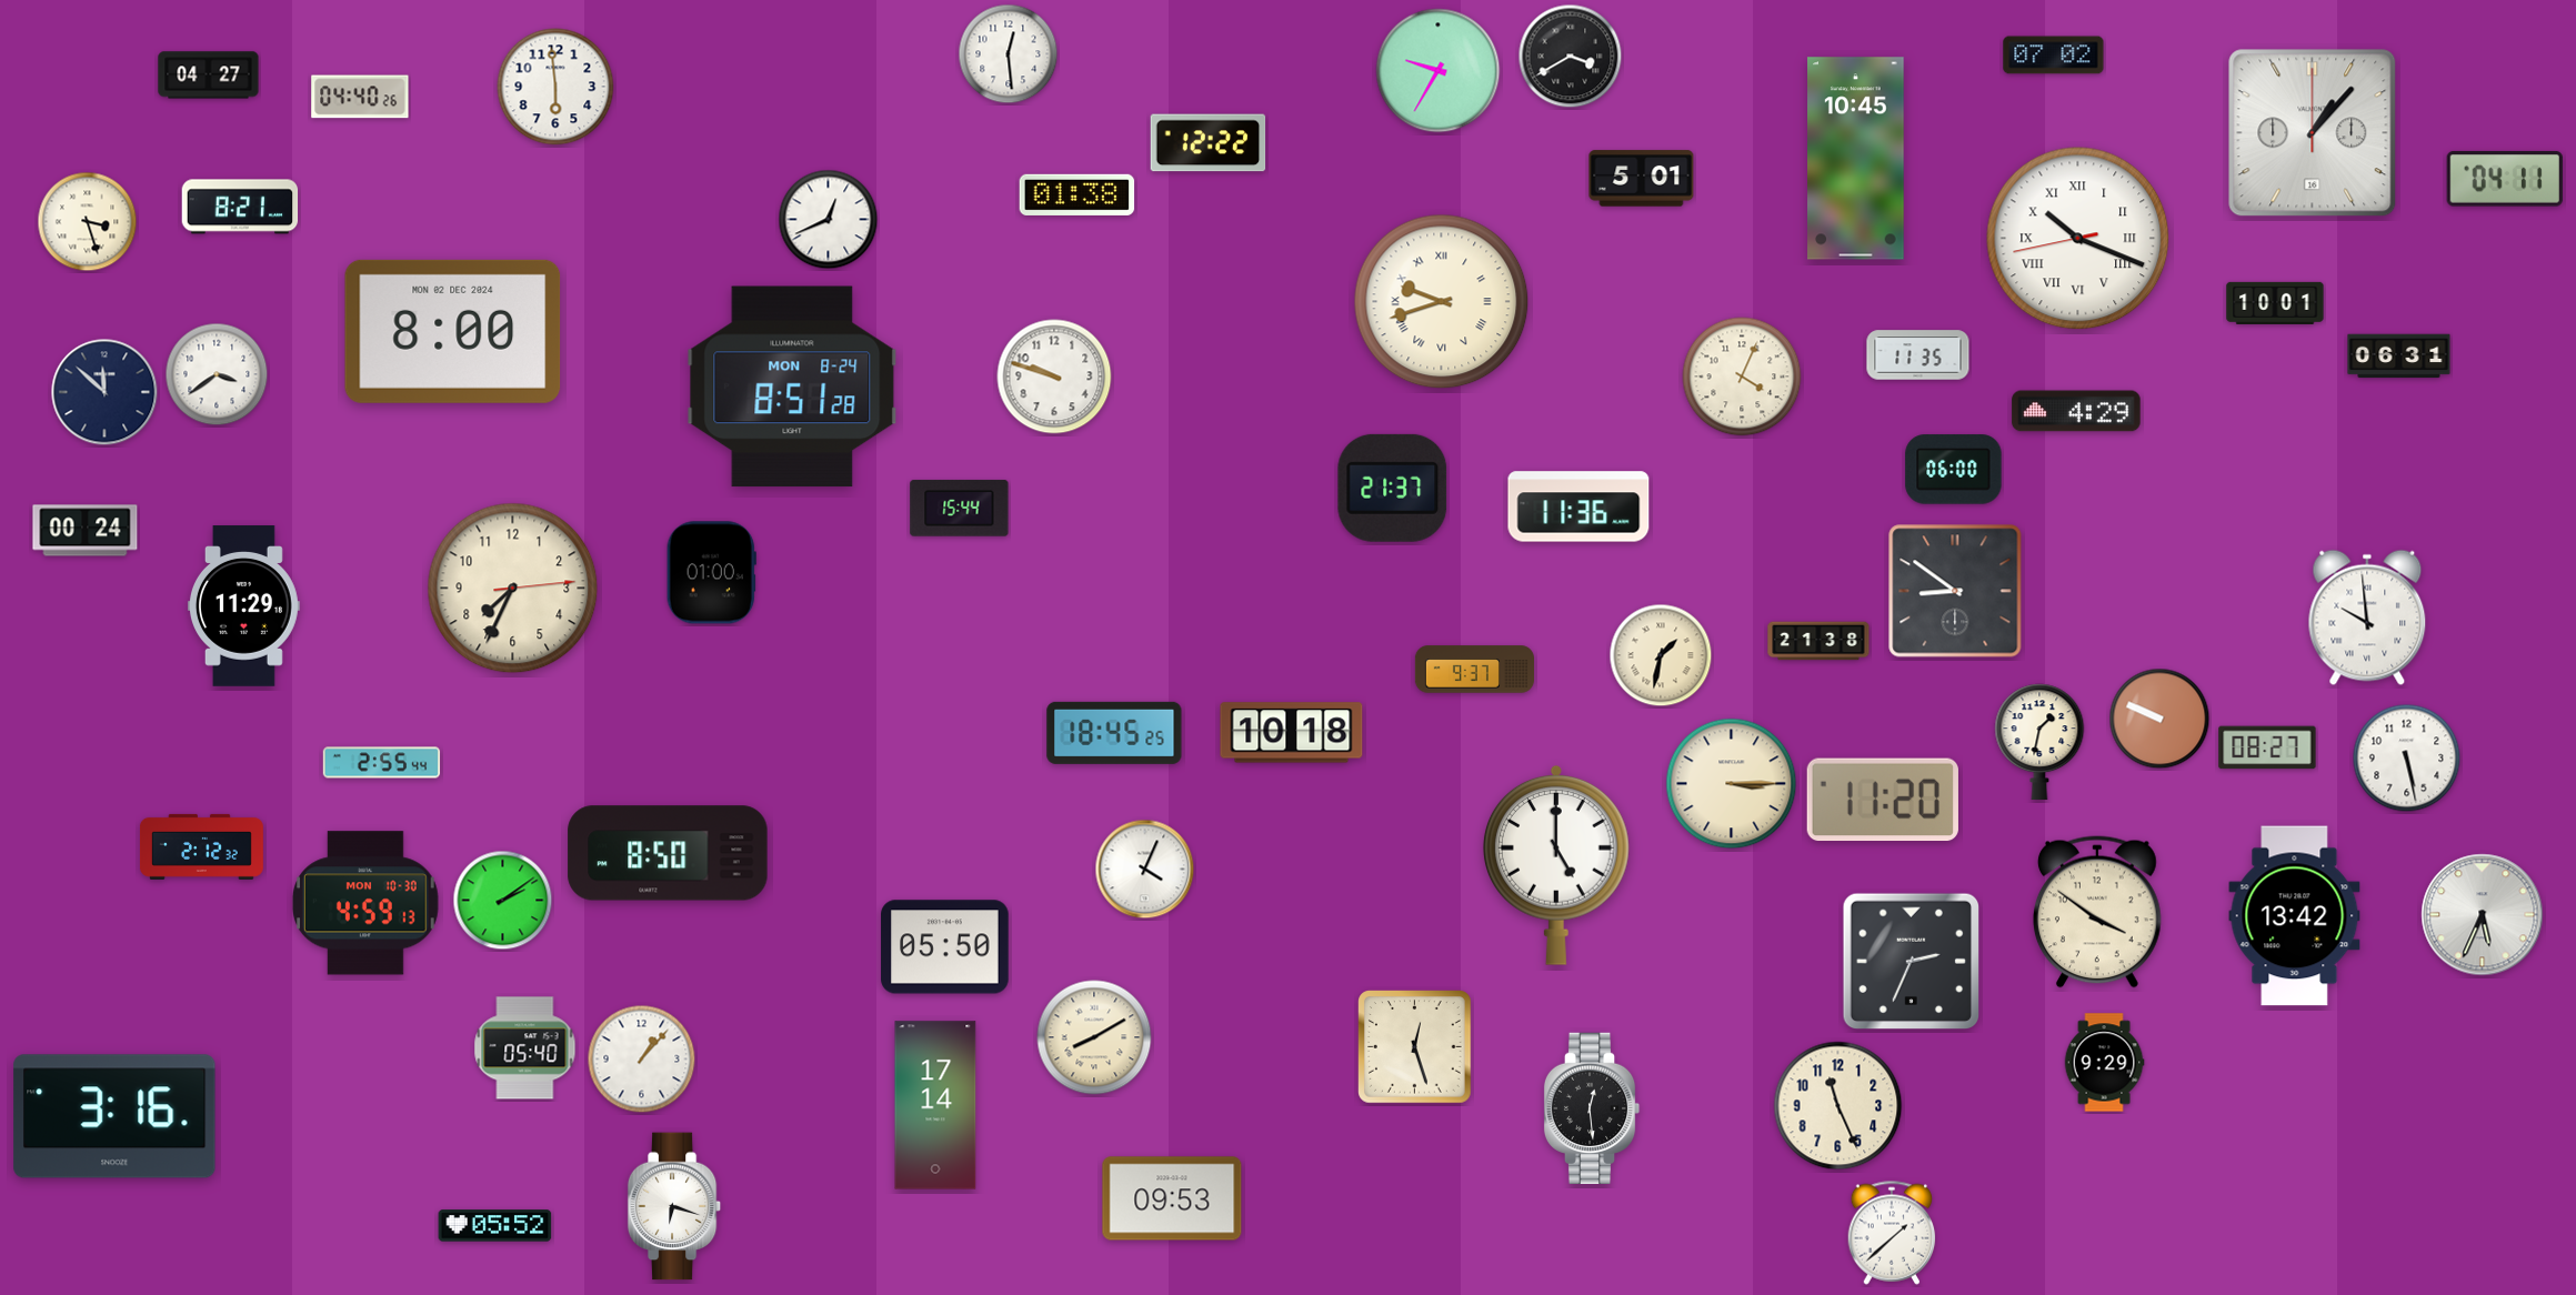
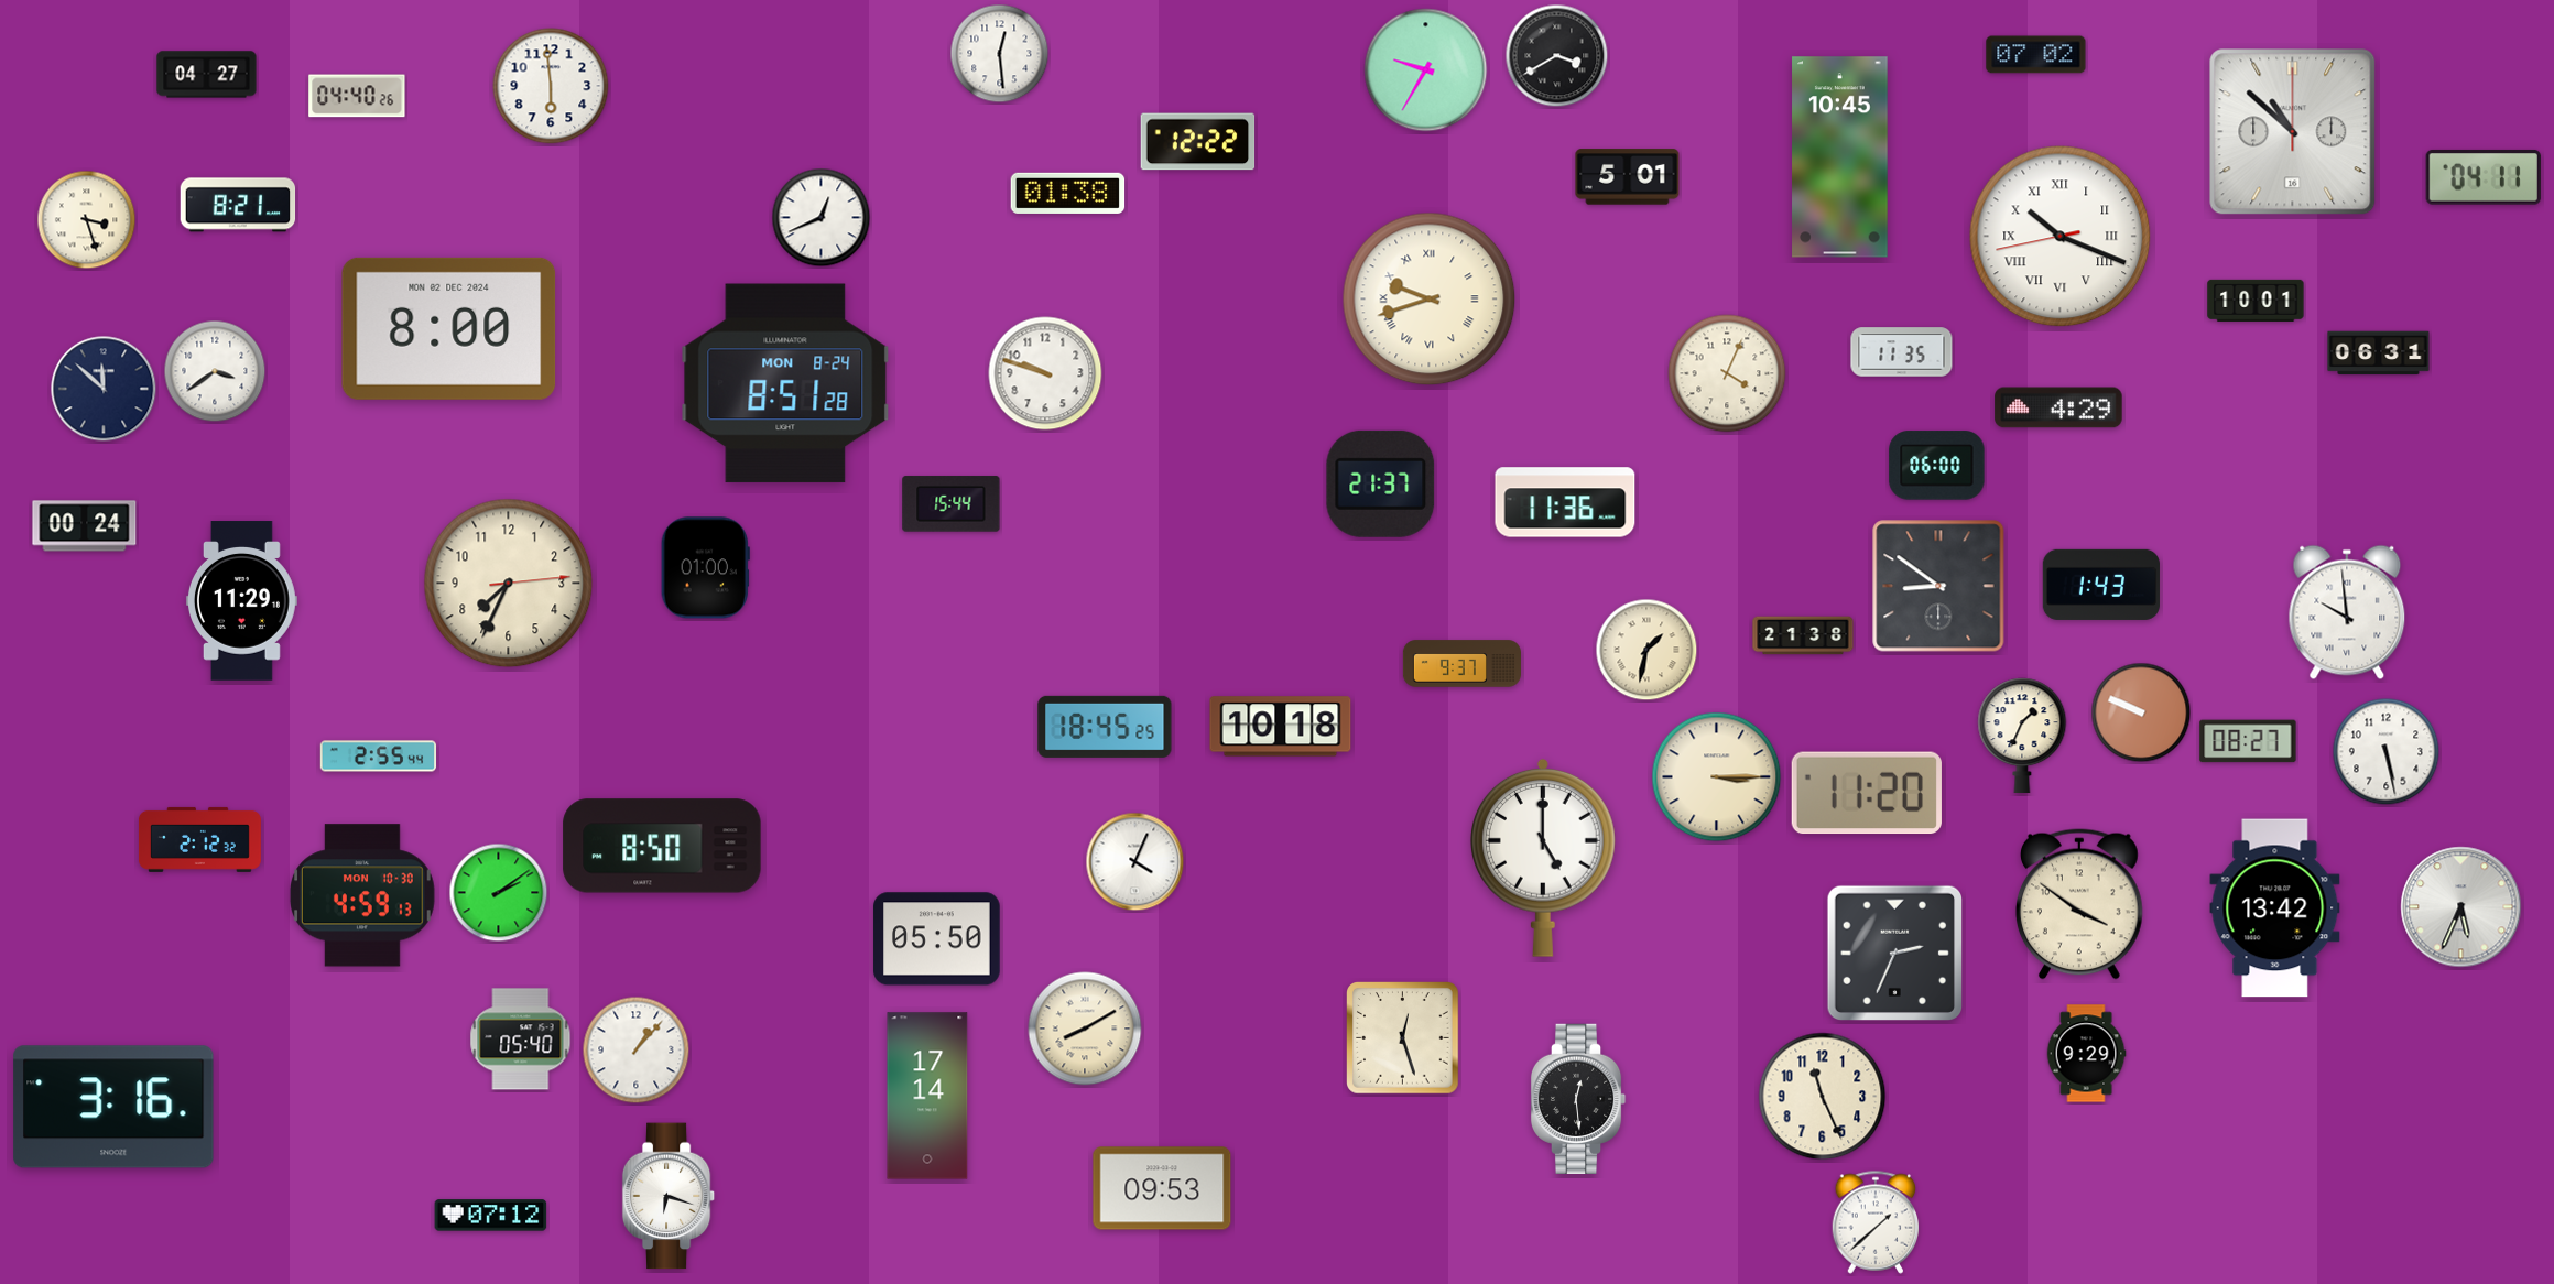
clock at (2313, 133): 1:07 -> 10:52
clock at (2100, 585): none -> 1:43
clock at (2039, 742): 1:32 -> 1:34
clock at (495, 1226): 05:52 -> 07:12
